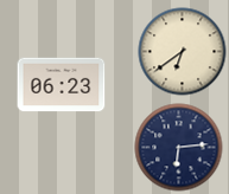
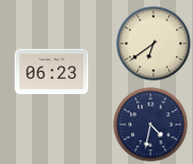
clock at (179, 148): 6:14 -> 4:32
